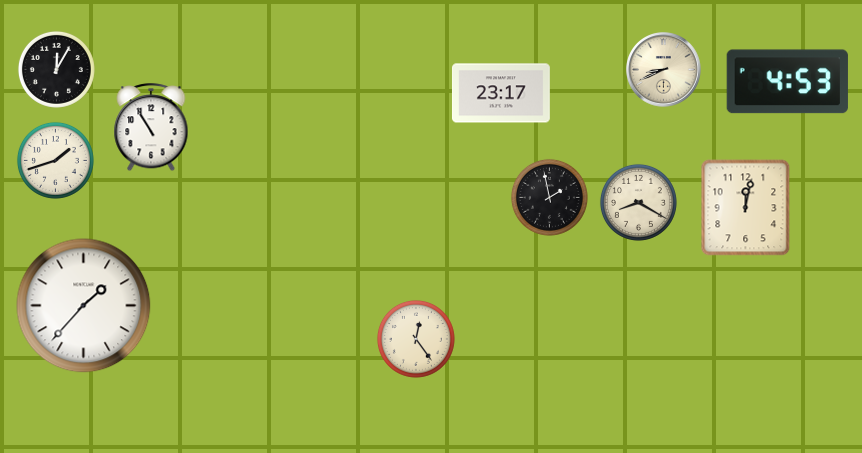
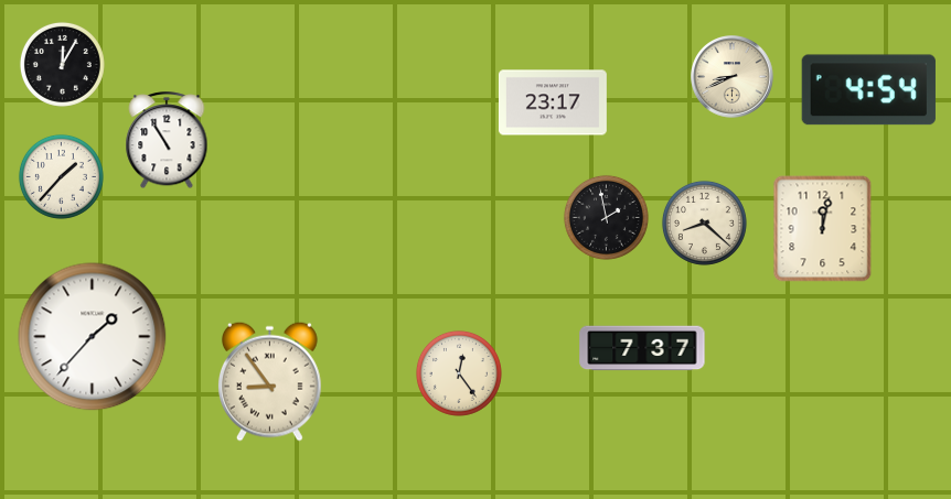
clock at (56, 69) position: (56, 69) -> (62, 64)
clock at (787, 82): 4:53 -> 4:54
clock at (55, 160): 1:42 -> 1:37
clock at (638, 202): 8:20 -> 8:22
clock at (642, 348): none -> 7:37
clock at (270, 381): none -> 8:54
